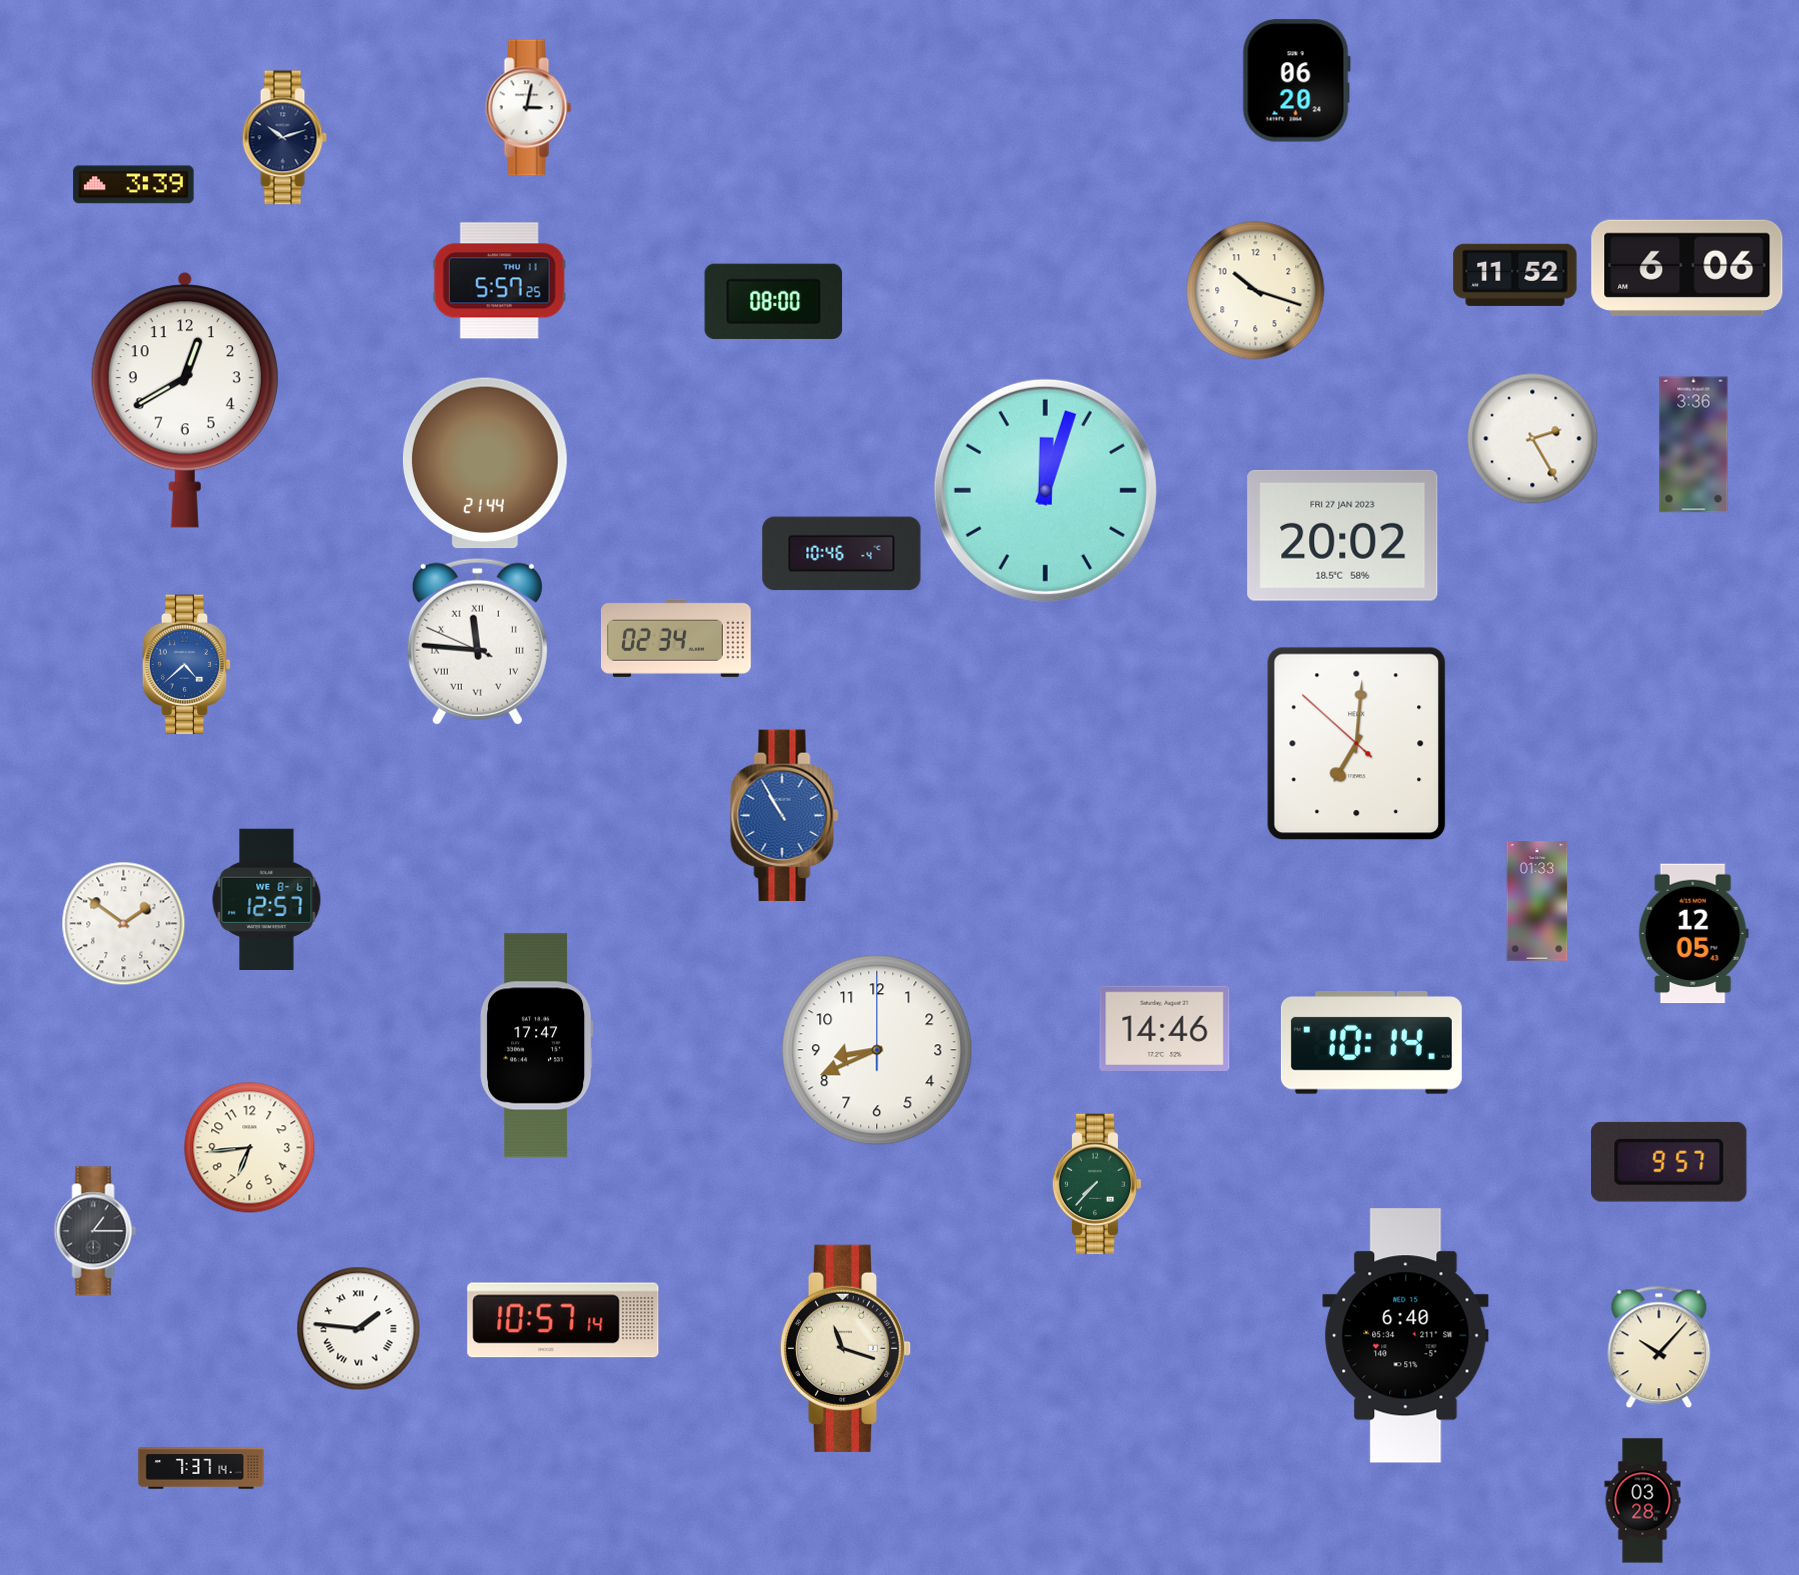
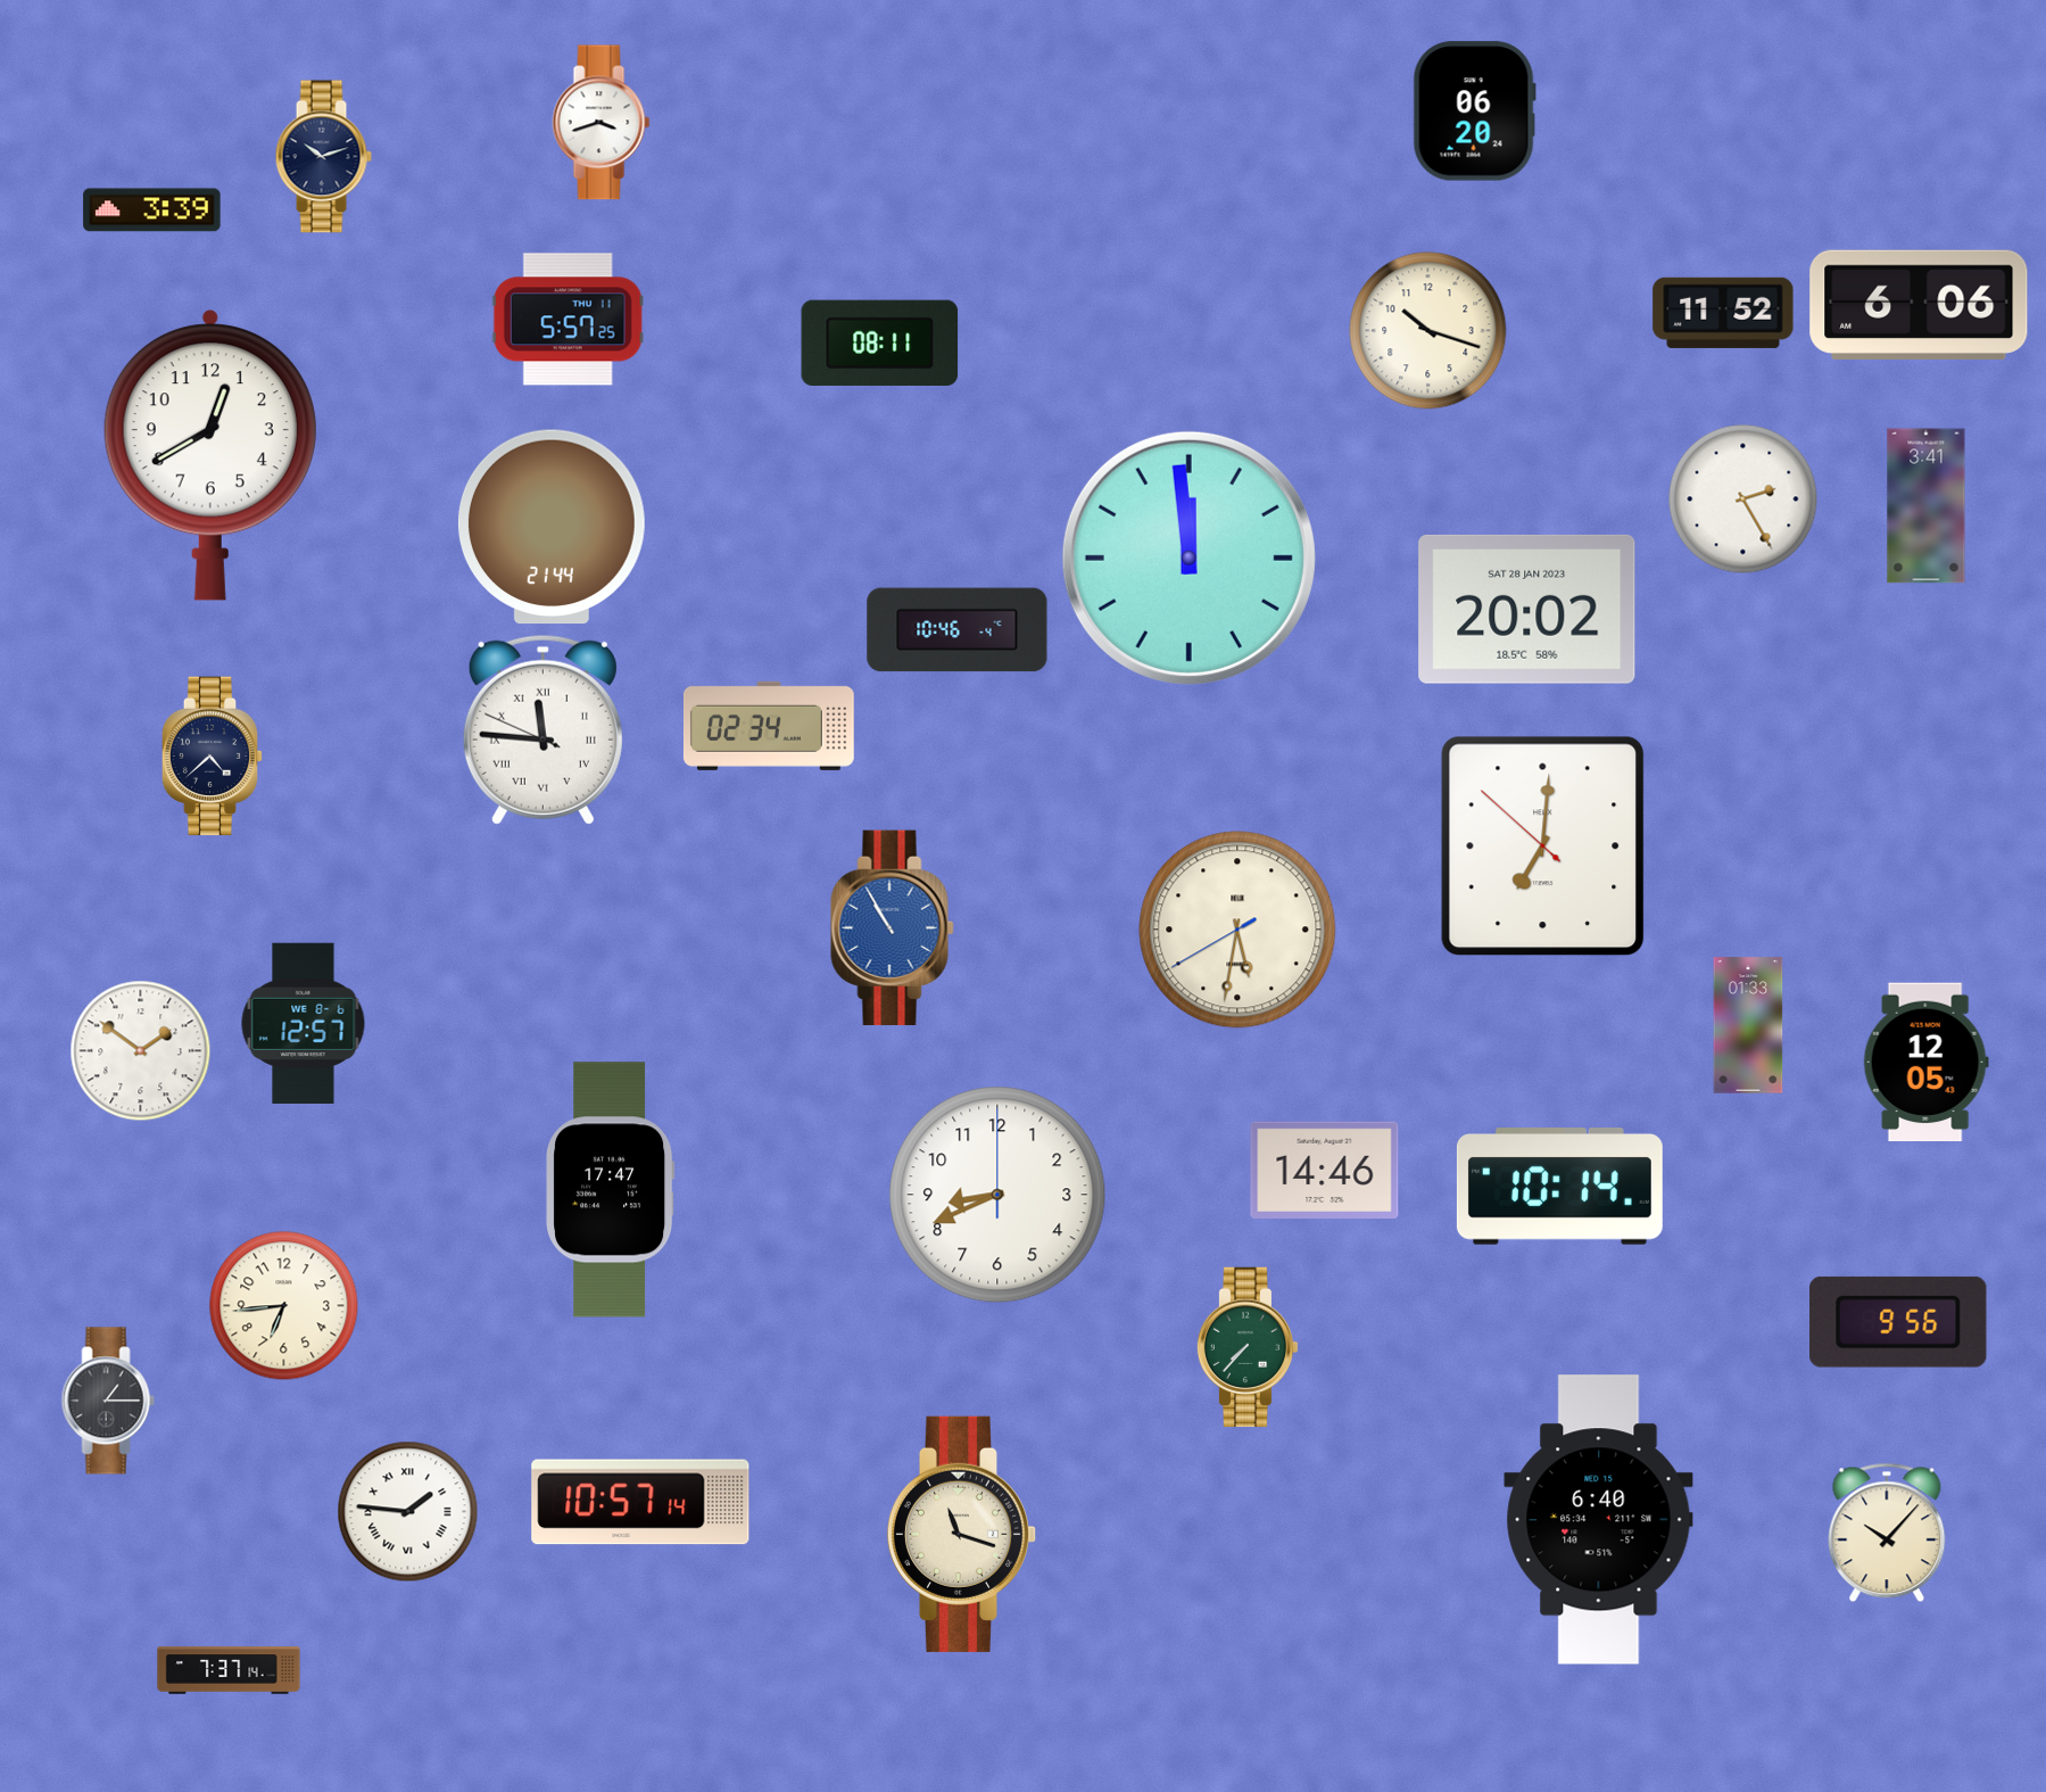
clock at (1296, 81) position: (1296, 81) -> (1474, 112)
clock at (529, 108): 3:02 -> 3:42
clock at (774, 301): 08:00 -> 08:11
clock at (1694, 445): 3:36 -> 3:41
clock at (1045, 490): 12:03 -> 11:59
clock at (1343, 535) date: FRI 27 JAN 2023 -> SAT 28 JAN 2023
clock at (187, 665) dial: blue -> navy
clock at (1237, 930): none -> 5:31
clock at (1669, 1162): 9:57 -> 9:56
clock at (1643, 1501): 03:28 -> none
